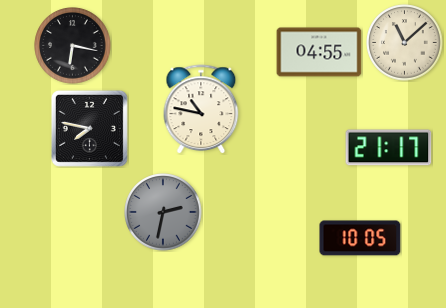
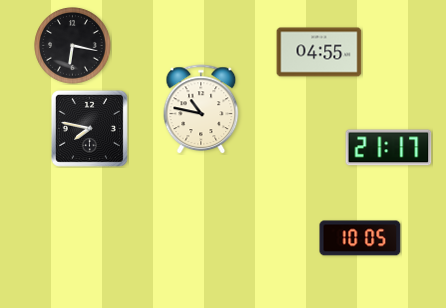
clock at (405, 43): 11:08 -> none
clock at (163, 212): 2:32 -> none
